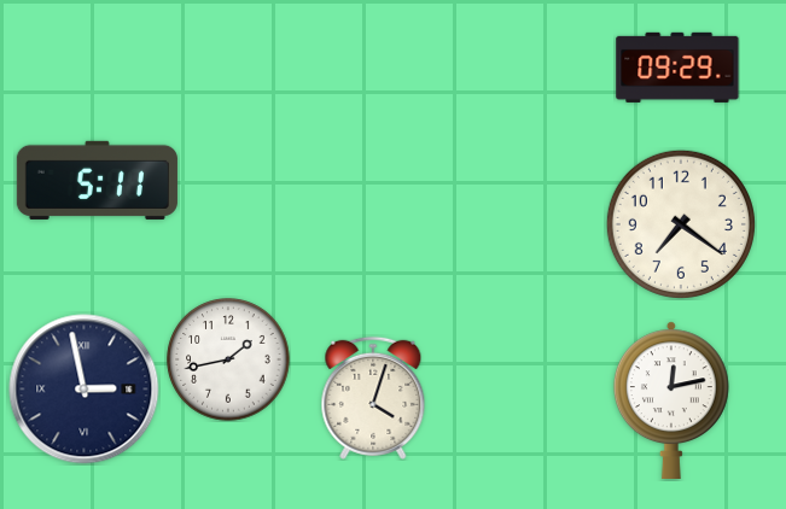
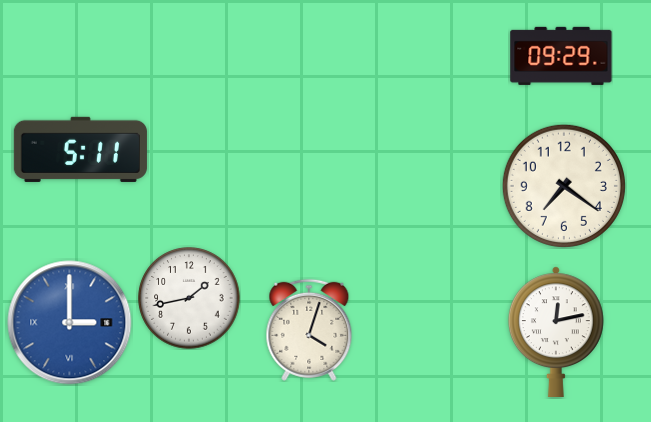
clock at (85, 390): 2:58 -> 3:00
clock at (85, 390) dial: navy -> blue
